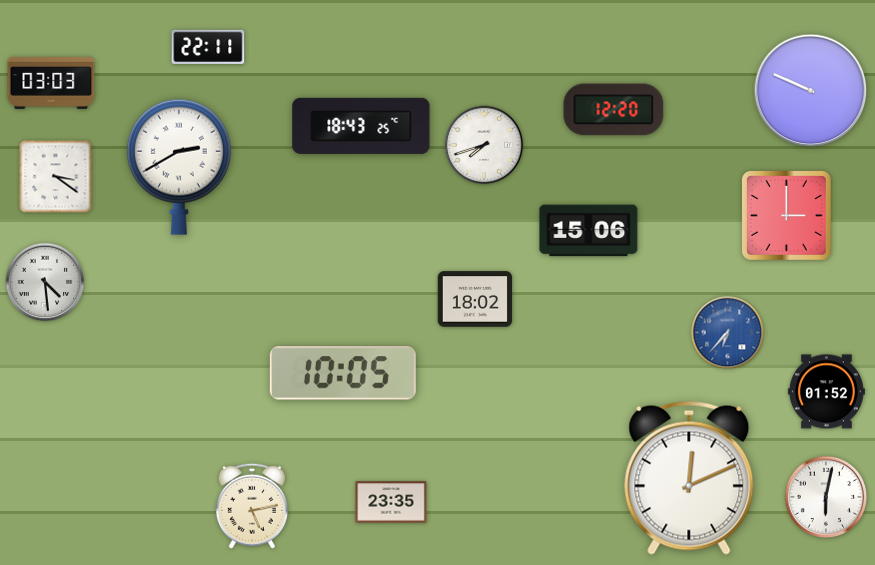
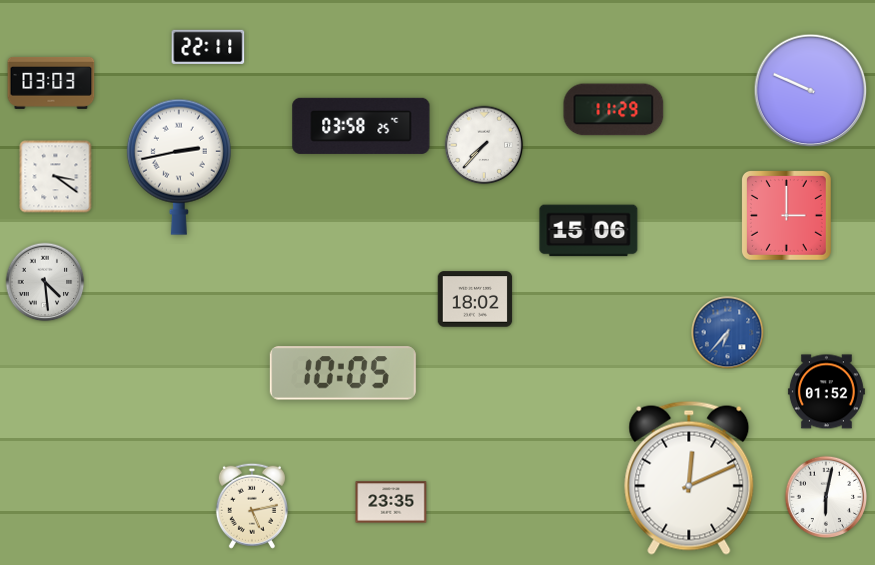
clock at (614, 110): 12:20 -> 11:29
clock at (361, 126): 18:43 -> 03:58
clock at (484, 145): 7:42 -> 7:37
clock at (179, 167): 2:40 -> 2:43
